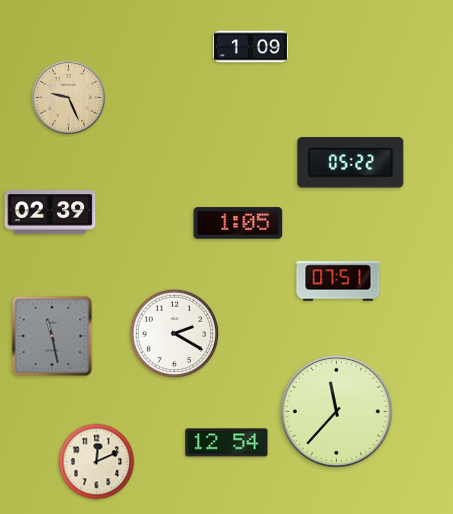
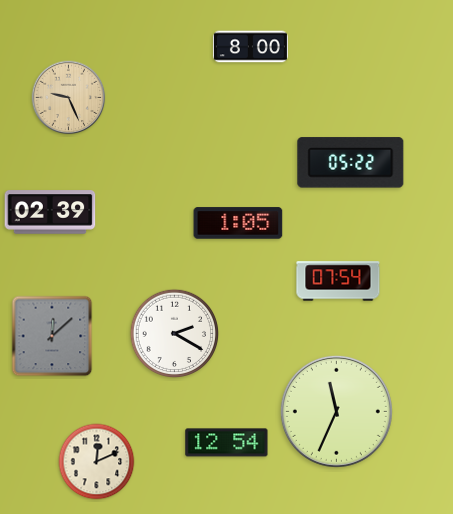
clock at (250, 47): 1:09 -> 8:00
clock at (338, 281): 07:51 -> 07:54
clock at (52, 336): 11:28 -> 12:08
clock at (336, 411): 11:37 -> 11:34
